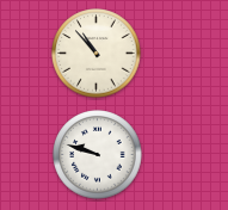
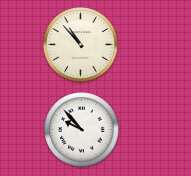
clock at (98, 155): 9:48 -> 9:53
